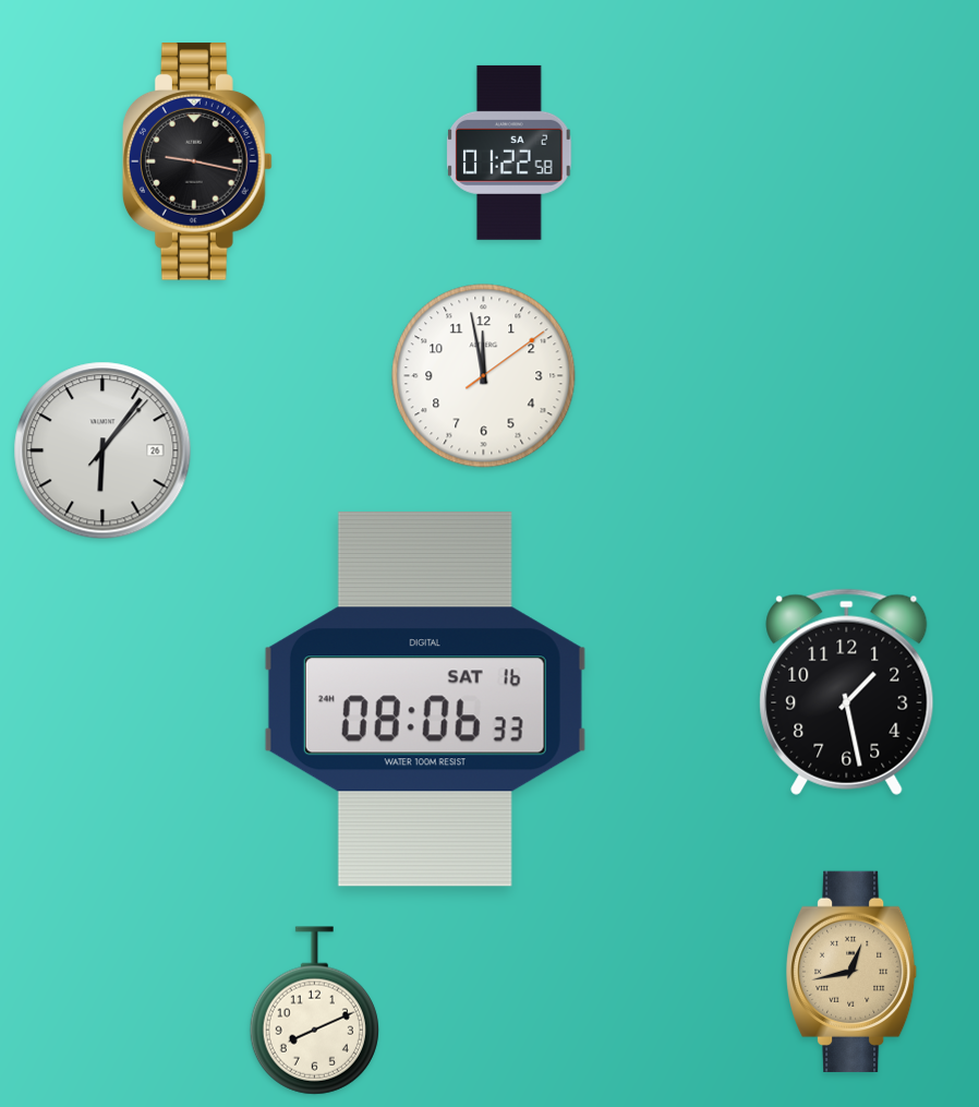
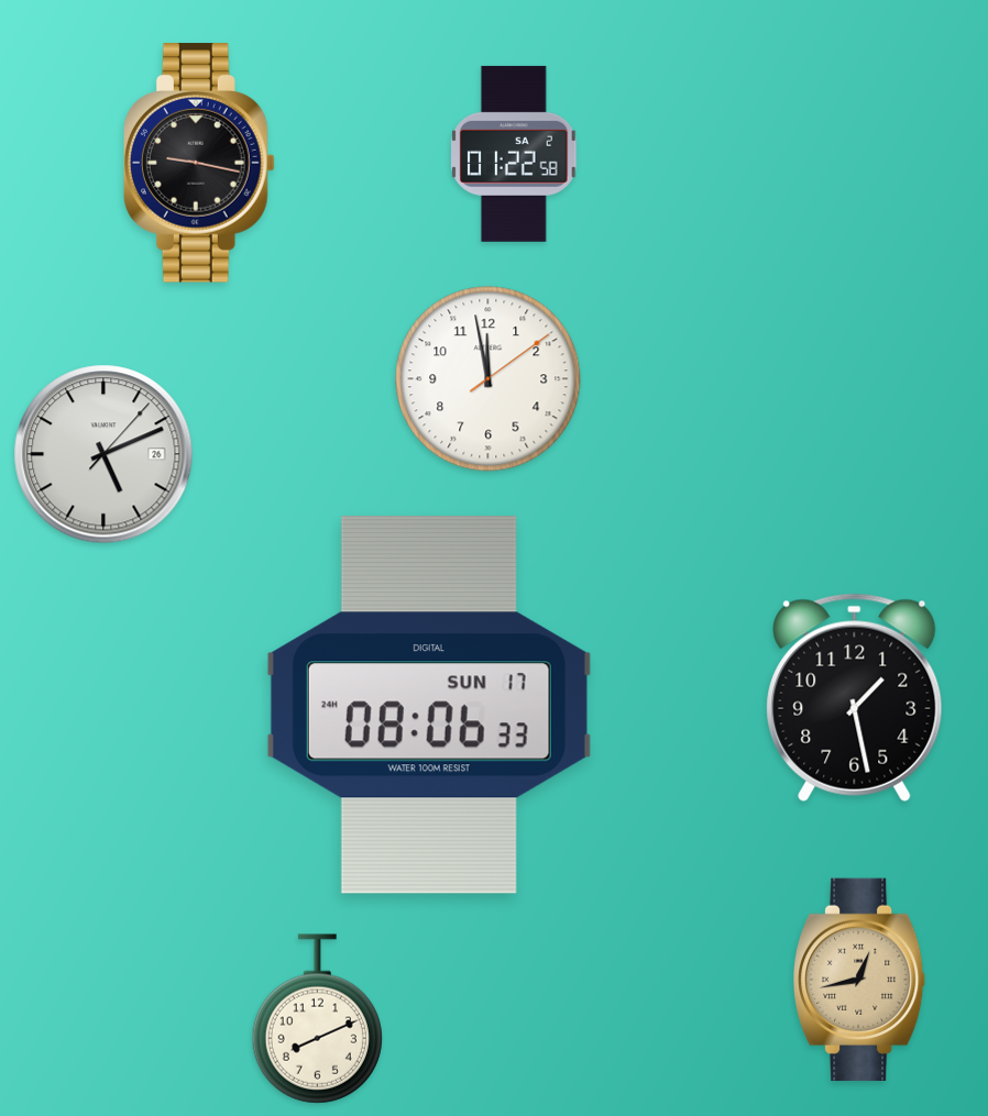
clock at (102, 450): 6:06 -> 5:11
clock at (425, 699) date: SAT 16 -> SUN 17
